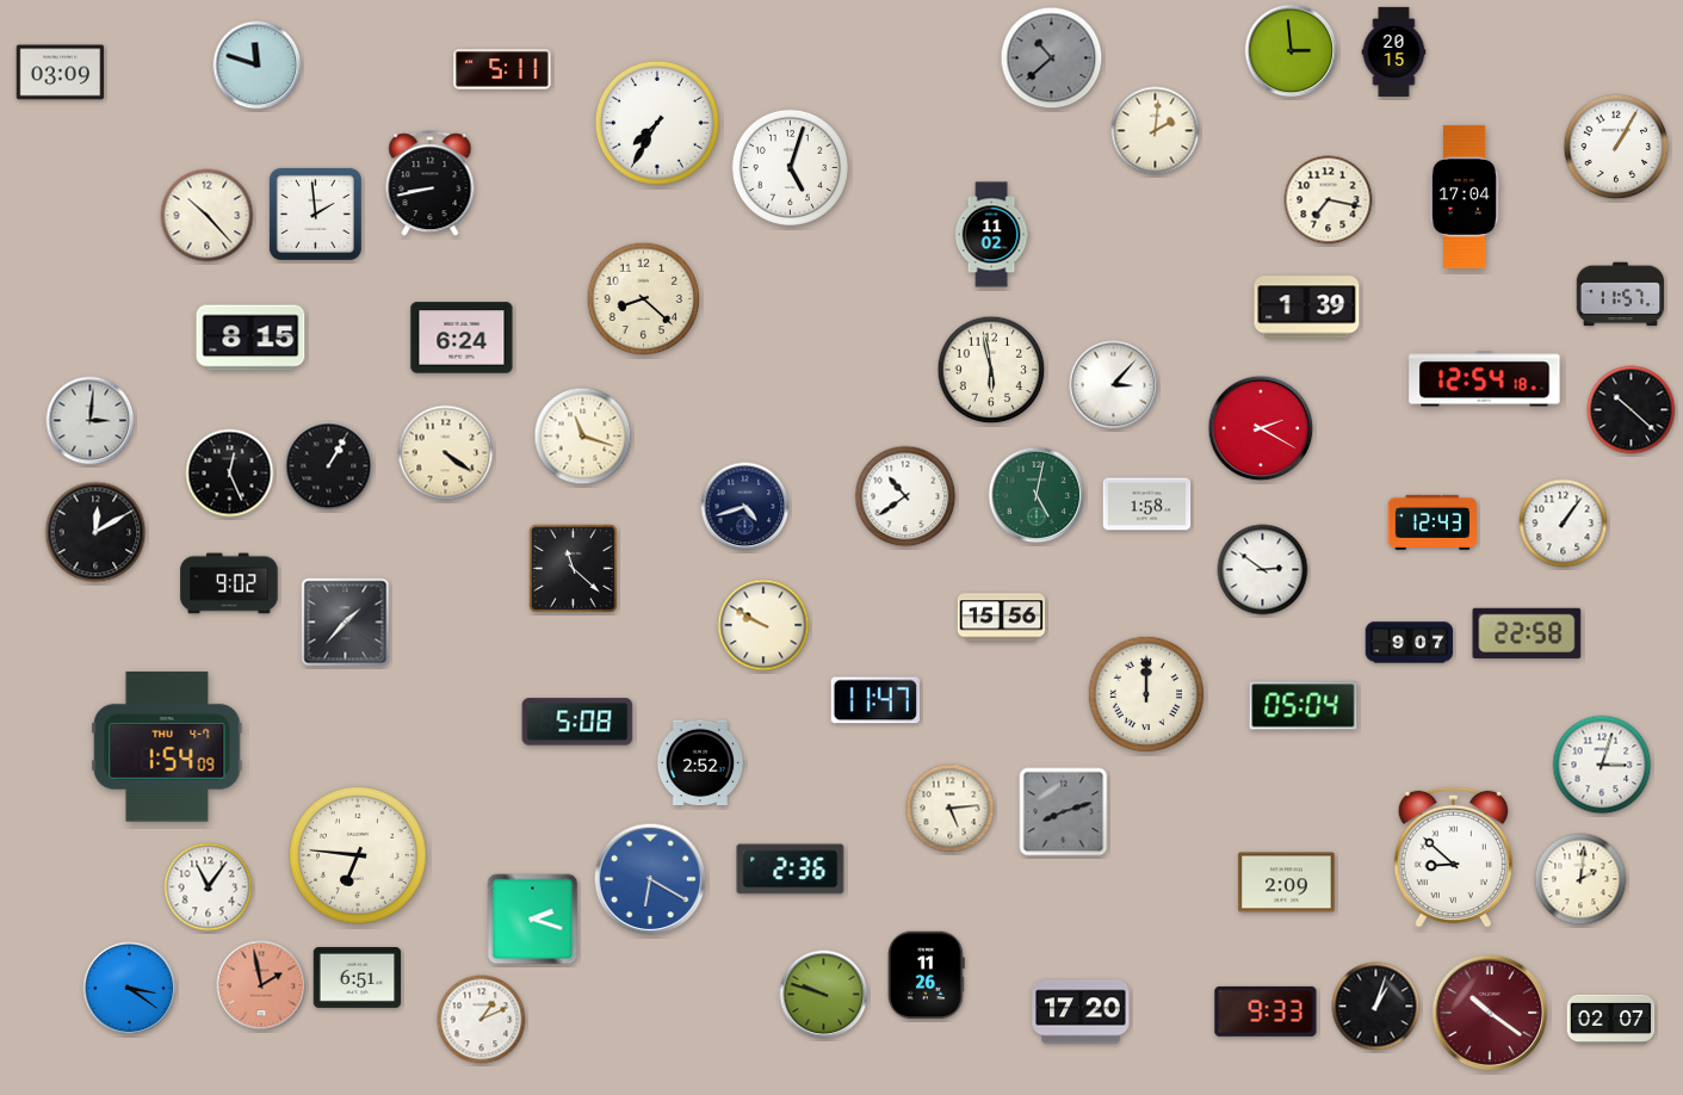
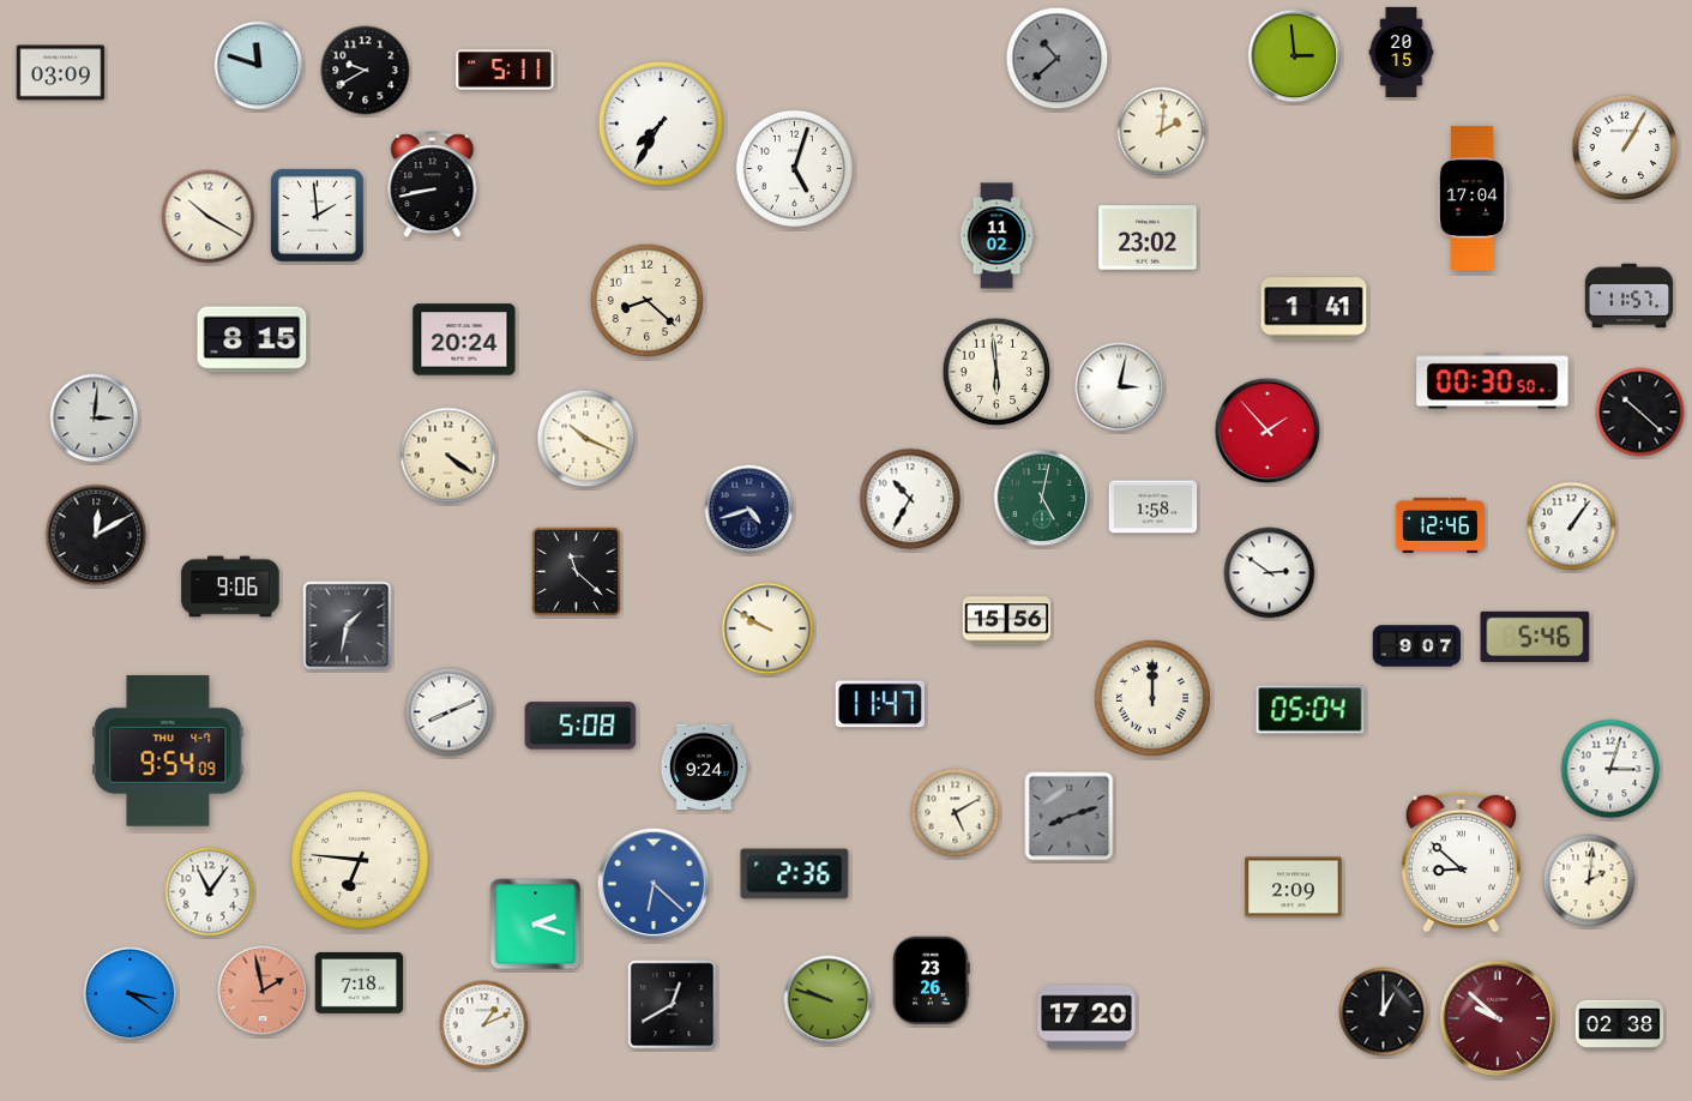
clock at (1292, 51) position: (1292, 51) -> (1295, 56)
clock at (366, 71): none -> 9:40
clock at (1329, 200): 7:17 -> none
clock at (208, 216): 10:23 -> 10:20
clock at (1148, 237): none -> 23:02
clock at (1307, 308): 1:39 -> 1:41
clock at (462, 338): 6:24 -> 20:24
clock at (991, 370): 5:58 -> 5:59
clock at (1485, 379): 12:54 -> 00:30
clock at (1114, 385): 3:07 -> 3:02
clock at (91, 421) position: (91, 421) -> (95, 419)
clock at (1261, 428): 2:20 -> 1:53
clock at (583, 437): 11:18 -> 10:19
clock at (329, 466): 1:05 -> none
clock at (230, 474): 12:26 -> none
clock at (905, 496): 10:39 -> 10:35
clock at (1433, 522): 12:43 -> 12:46
clock at (229, 583): 9:02 -> 9:06
clock at (346, 623): 1:37 -> 1:32
clock at (1527, 633): 22:58 -> 5:46
clock at (450, 712): none -> 8:11
clock at (167, 747): 1:54 -> 9:54
clock at (700, 763): 2:52 -> 9:24
clock at (951, 809): 5:14 -> 5:10
clock at (650, 879): 6:20 -> 6:22
clock at (1580, 879) position: (1580, 879) -> (1589, 880)
clock at (927, 976): 11:26 -> 23:26
clock at (358, 977): 6:51 -> 7:18
clock at (673, 1005): none -> 12:40
clock at (1376, 1007): 1:03 -> 1:00
clock at (1266, 1012): 9:33 -> none
clock at (1490, 1013): 10:21 -> 9:52
clock at (1611, 1019): 02:07 -> 02:38
